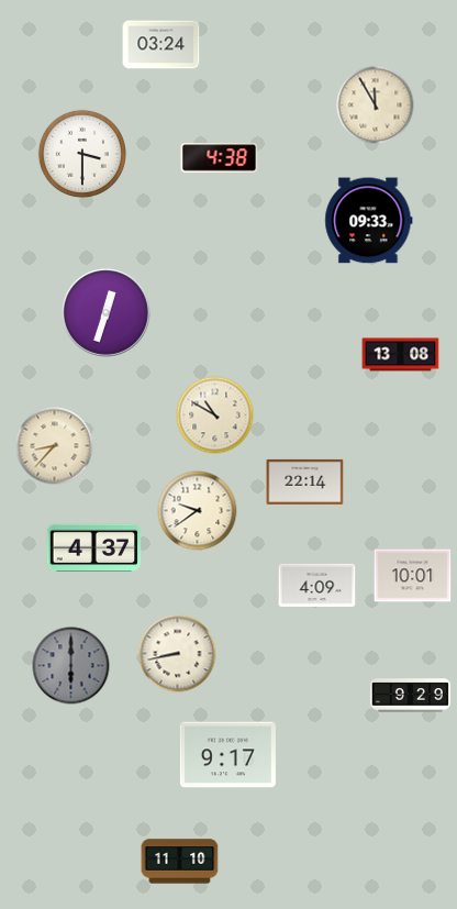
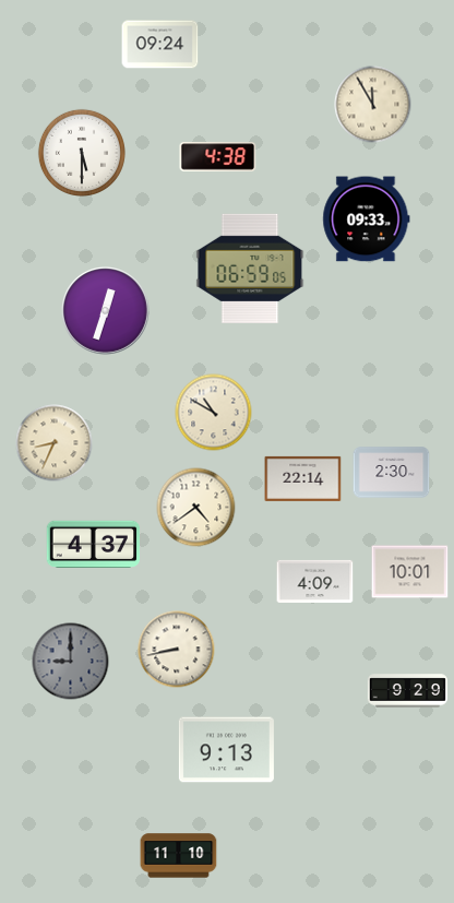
clock at (161, 45): 03:24 -> 09:24
clock at (82, 154): 3:30 -> 5:30
clock at (250, 269): none -> 06:59
clock at (401, 355): 13:08 -> none
clock at (55, 446): 8:37 -> 8:34
clock at (392, 473): none -> 2:30
clock at (198, 511): 9:39 -> 4:39
clock at (71, 666): 6:00 -> 9:00
clock at (227, 755): 9:17 -> 9:13
